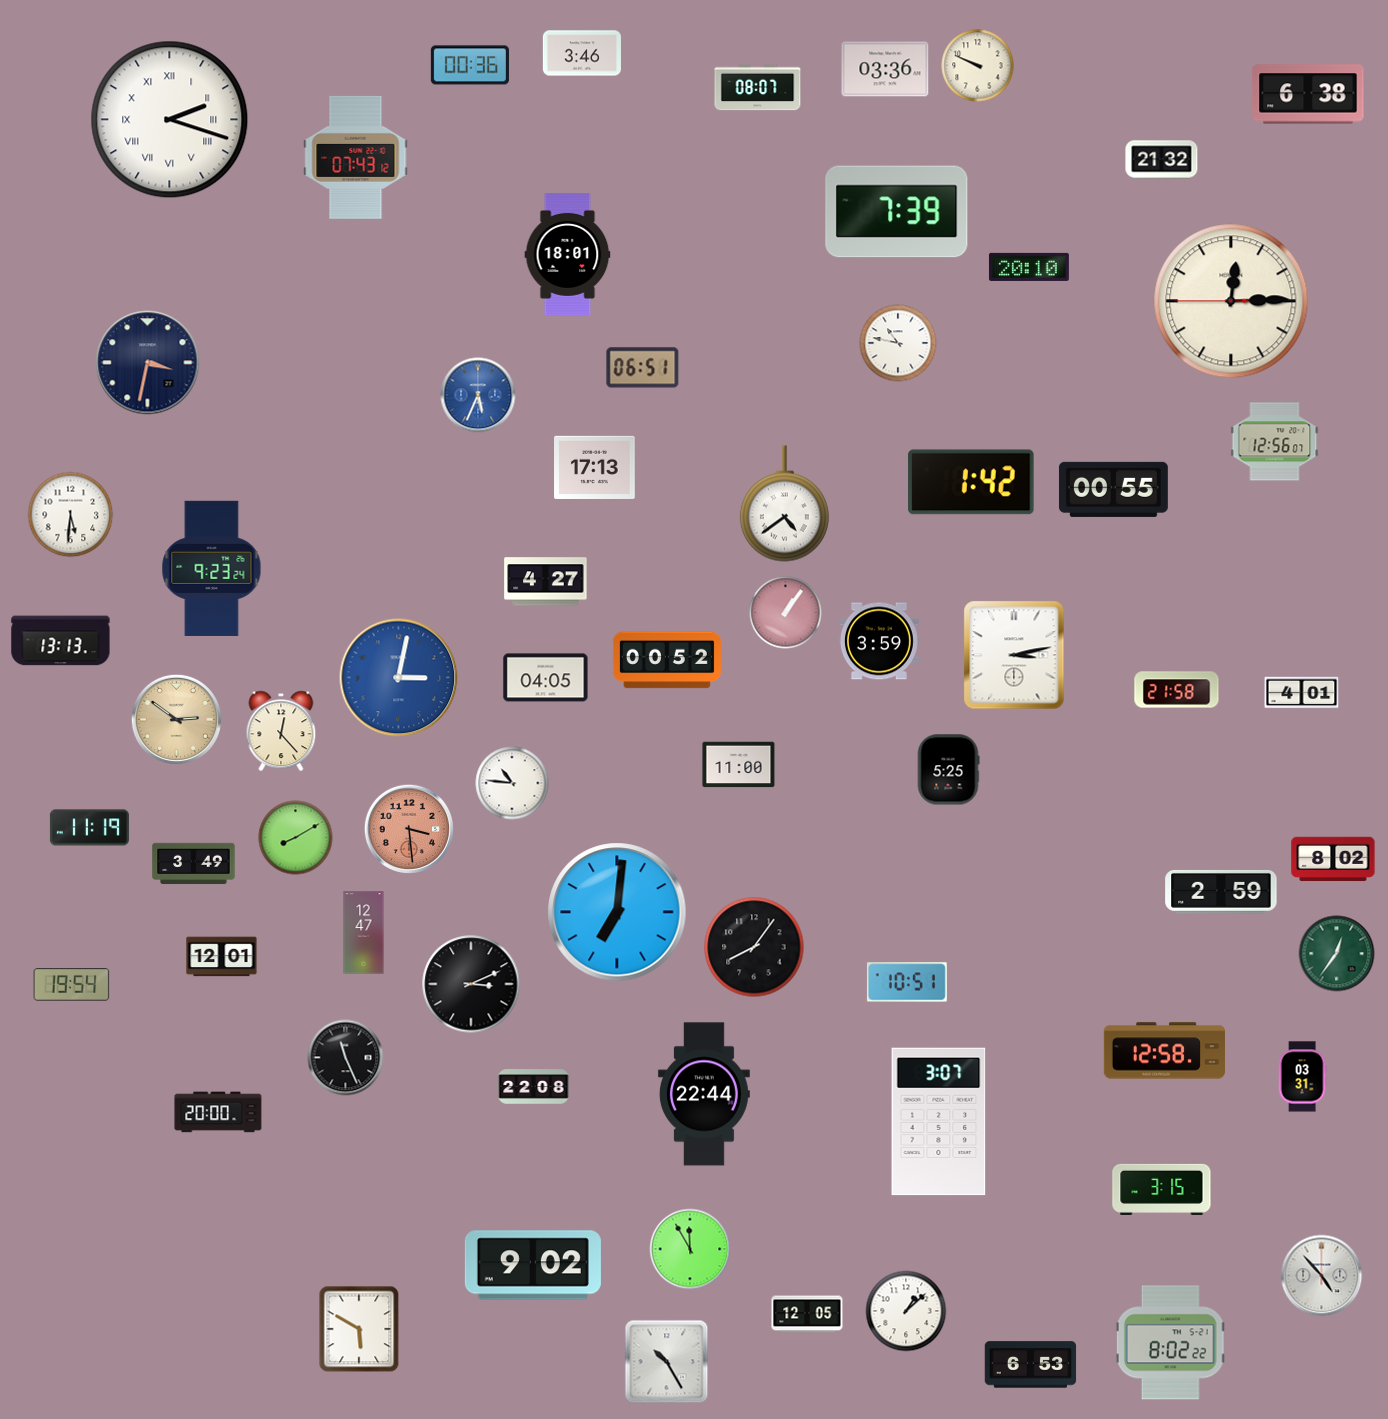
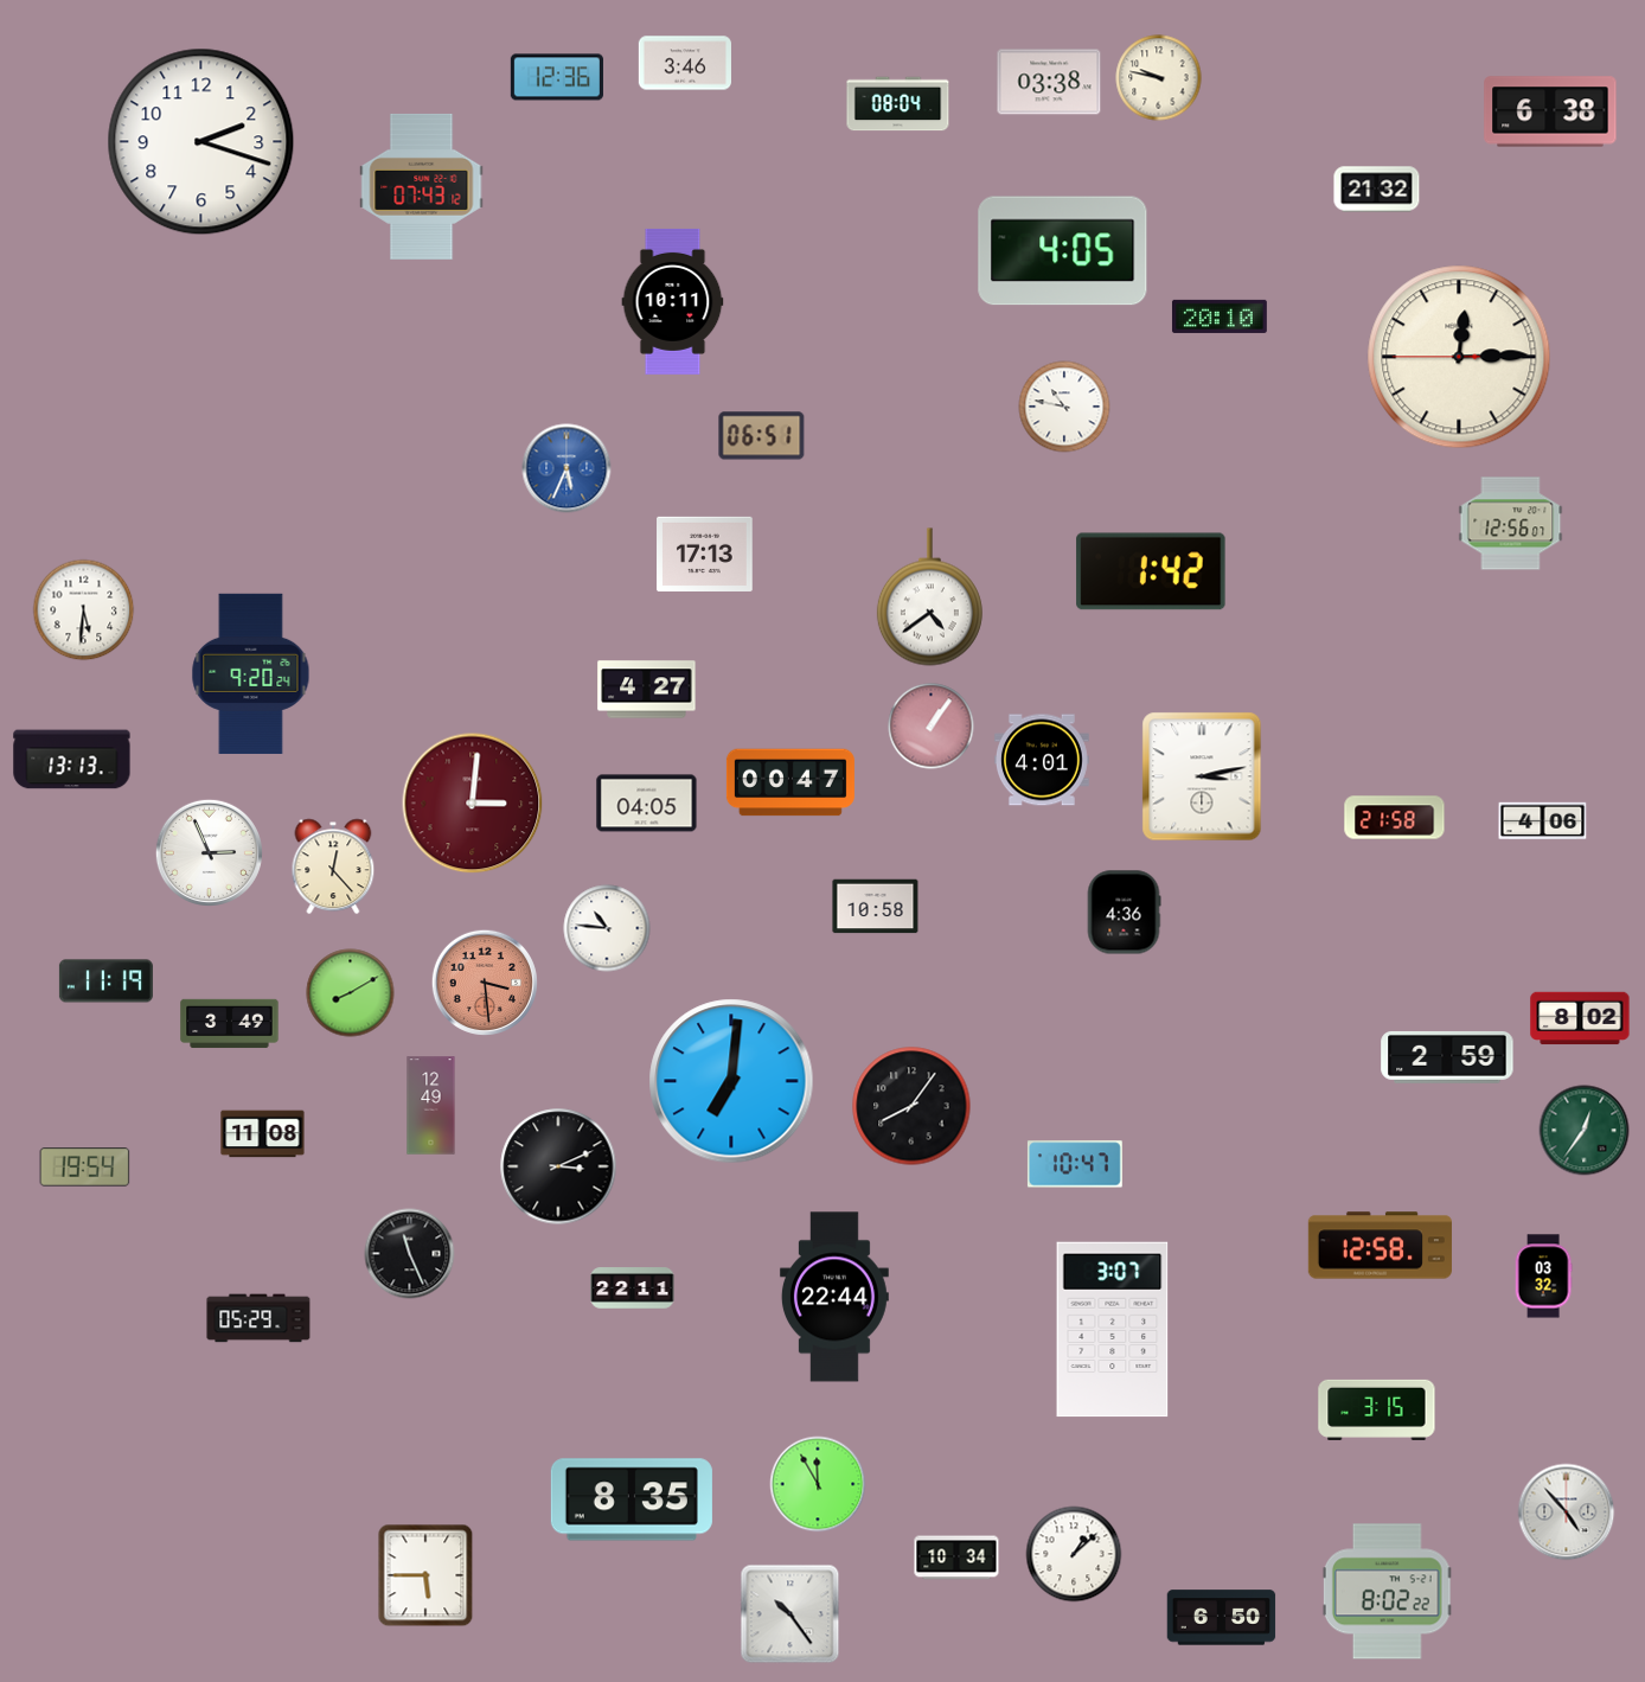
clock at (582, 53) position: (582, 53) -> (685, 63)
clock at (470, 65): 00:36 -> 12:36
clock at (978, 66): 9:49 -> 9:47
clock at (885, 69): 03:36 -> 03:38
clock at (758, 88): 08:07 -> 08:04
clock at (170, 120) numerals: Roman -> Arabic
clock at (897, 212): 7:39 -> 4:05
clock at (568, 254): 18:01 -> 10:11
clock at (148, 363): 3:32 -> none
clock at (1113, 489): 00:55 -> none
clock at (212, 568): 9:23 -> 9:20
clock at (879, 641): 3:59 -> 4:01
clock at (667, 660): 00:52 -> 00:47
clock at (399, 678): 3:02 -> 3:01
clock at (399, 678) dial: blue -> burgundy
clock at (1302, 693): 4:01 -> 4:06
clock at (176, 719): 2:51 -> 2:56
clock at (176, 719) dial: champagne -> white
clock at (739, 765): 11:00 -> 10:58
clock at (948, 770): 5:25 -> 4:36
clock at (364, 933): 12:47 -> 12:49
clock at (754, 947) position: (754, 947) -> (911, 1106)
clock at (222, 957): 12:01 -> 11:08
clock at (907, 982): 10:51 -> 10:47
clock at (1302, 1077): 03:31 -> 03:32
clock at (534, 1087): 22:08 -> 22:11
clock at (218, 1112): 20:00 -> 05:29
clock at (690, 1249) position: (690, 1249) -> (818, 1484)
clock at (533, 1265): 9:02 -> 8:35
clock at (807, 1314): 12:05 -> 10:34
clock at (359, 1329): 5:50 -> 5:45
clock at (667, 1362): 10:25 -> 10:24
clock at (1031, 1365): 6:53 -> 6:50
